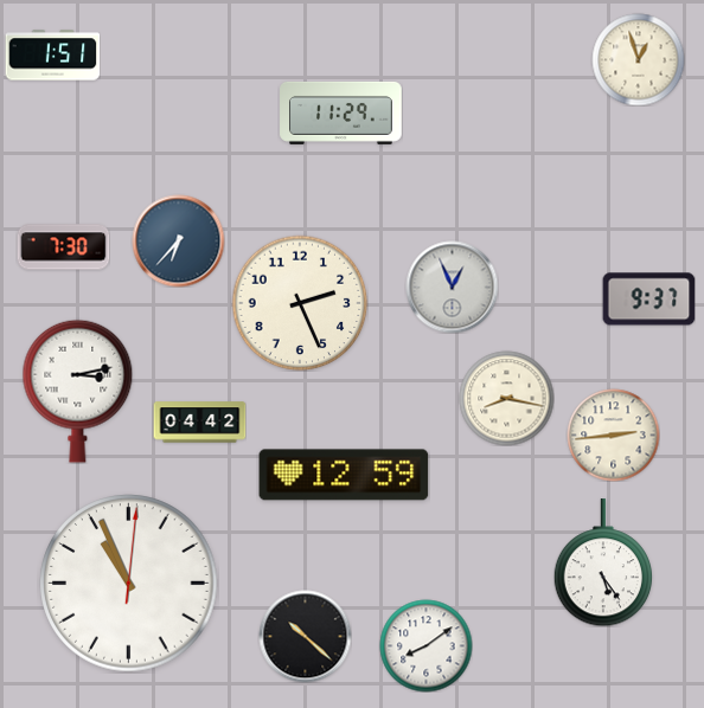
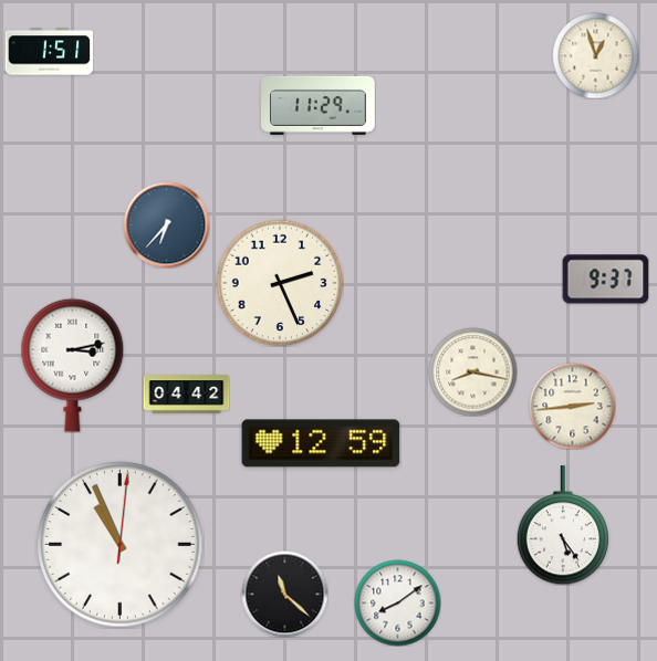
clock at (63, 247): 7:30 -> none
clock at (452, 287): 12:56 -> none
clock at (305, 636): 10:22 -> 11:22
